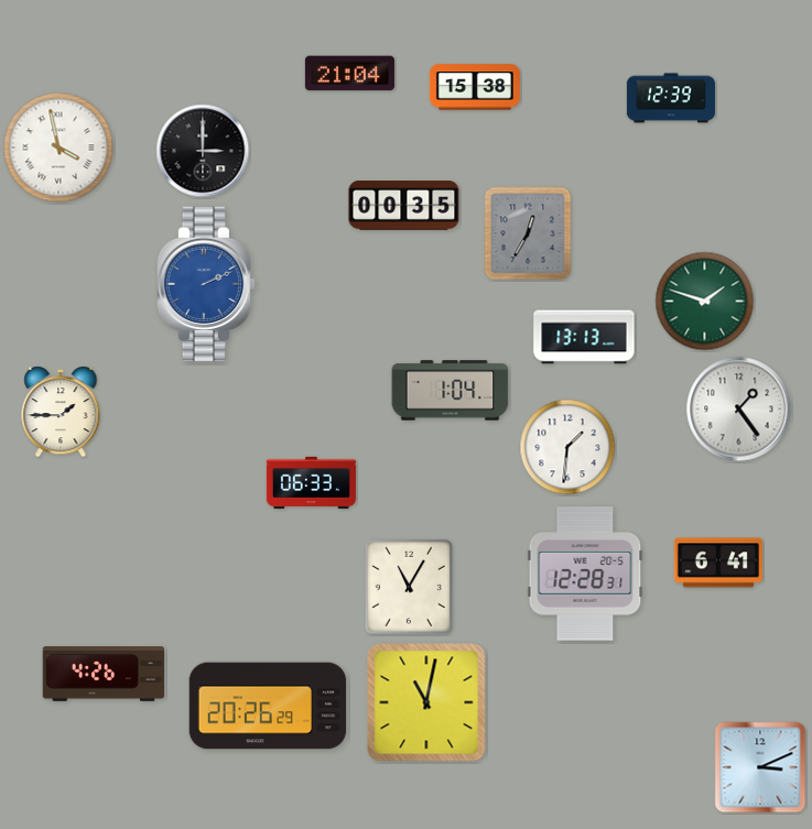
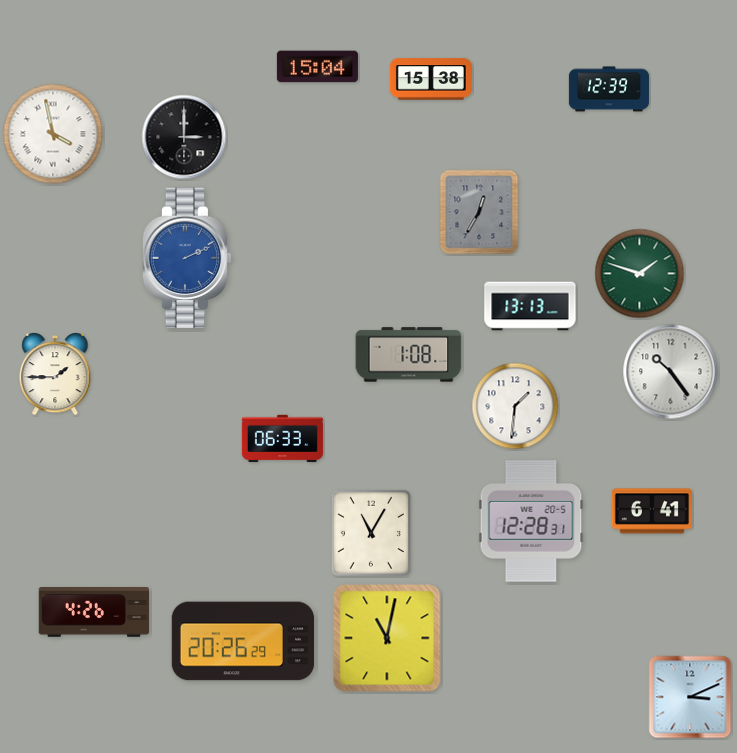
clock at (349, 74): 21:04 -> 15:04
clock at (404, 206): 00:35 -> none
clock at (451, 391): 1:04 -> 1:08
clock at (739, 410): 1:24 -> 10:24
